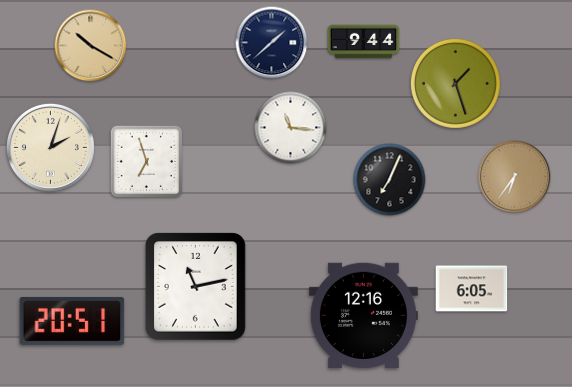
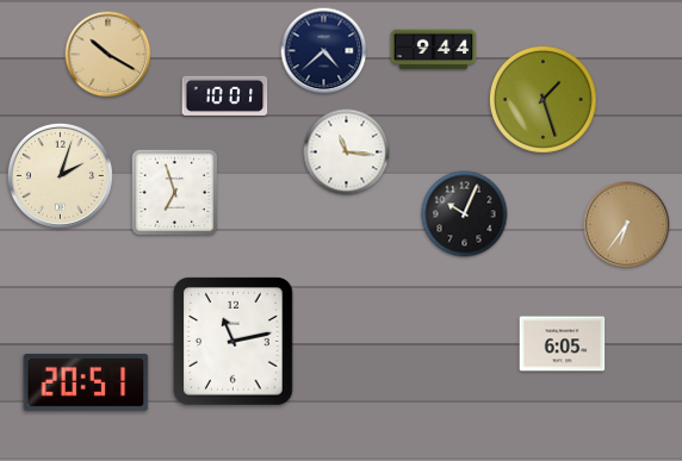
clock at (272, 43): 1:38 -> 4:38
clock at (225, 95): none -> 10:01
clock at (515, 177) position: (515, 177) -> (627, 225)
clock at (390, 180): 7:04 -> 10:04
clock at (363, 315): 12:16 -> none
